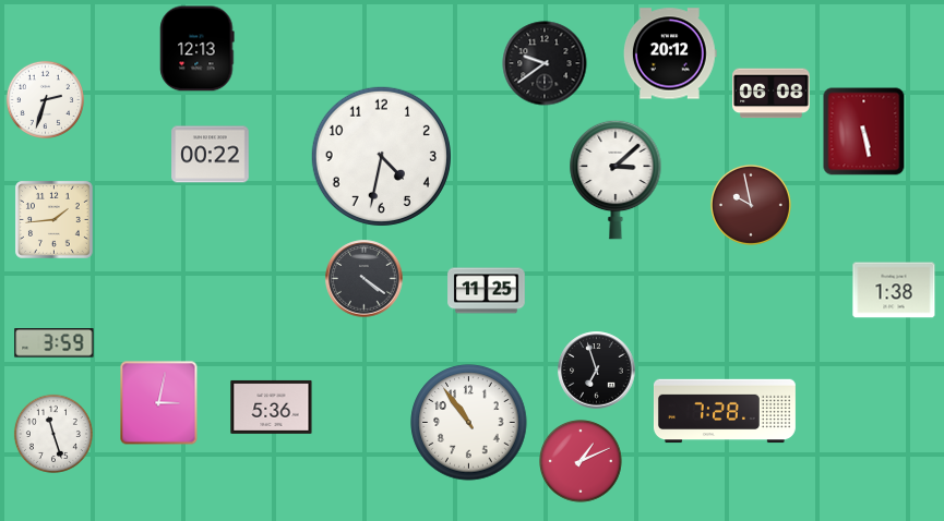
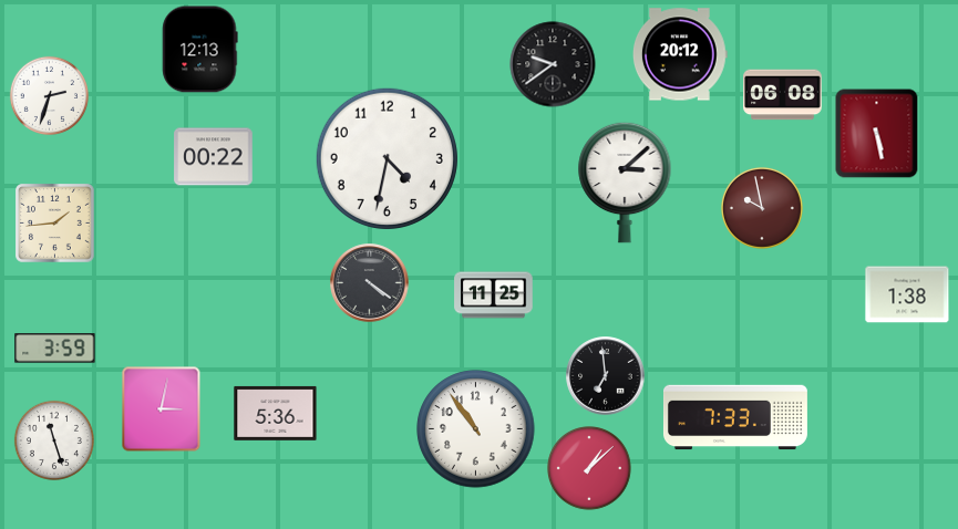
clock at (45, 99) position: (45, 99) -> (49, 95)
clock at (597, 371): 6:57 -> 6:59
clock at (725, 411): 7:28 -> 7:33
clock at (581, 461): 1:11 -> 1:08
